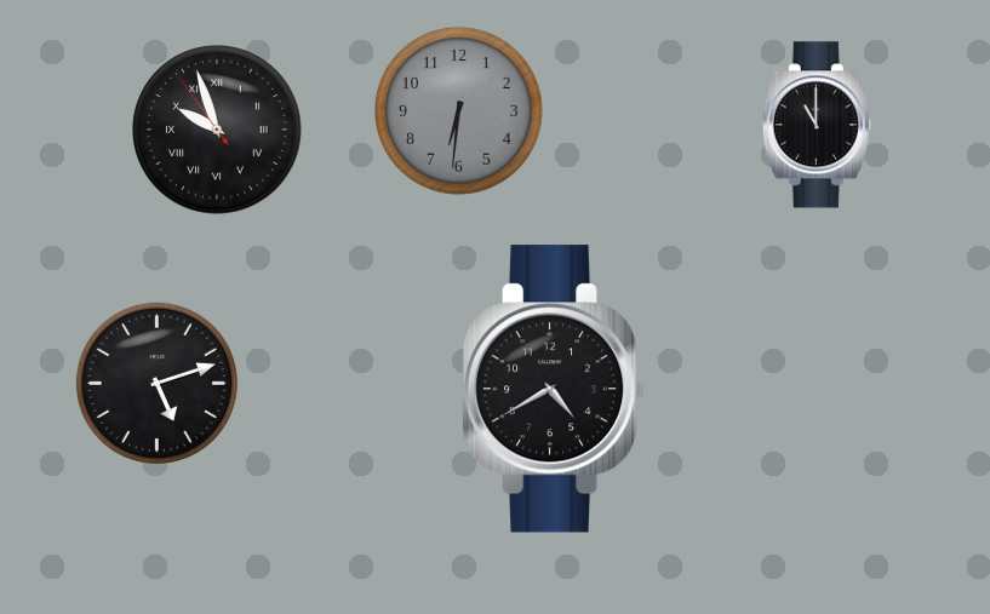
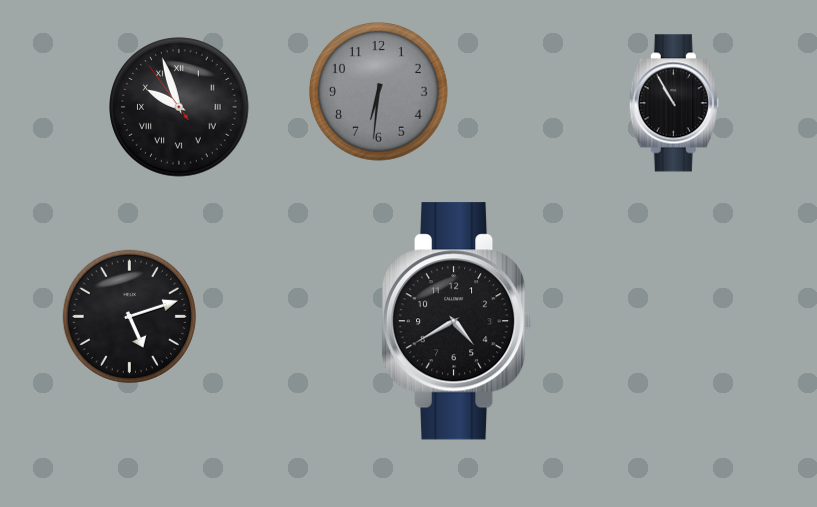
clock at (817, 125): 11:00 -> 10:55
